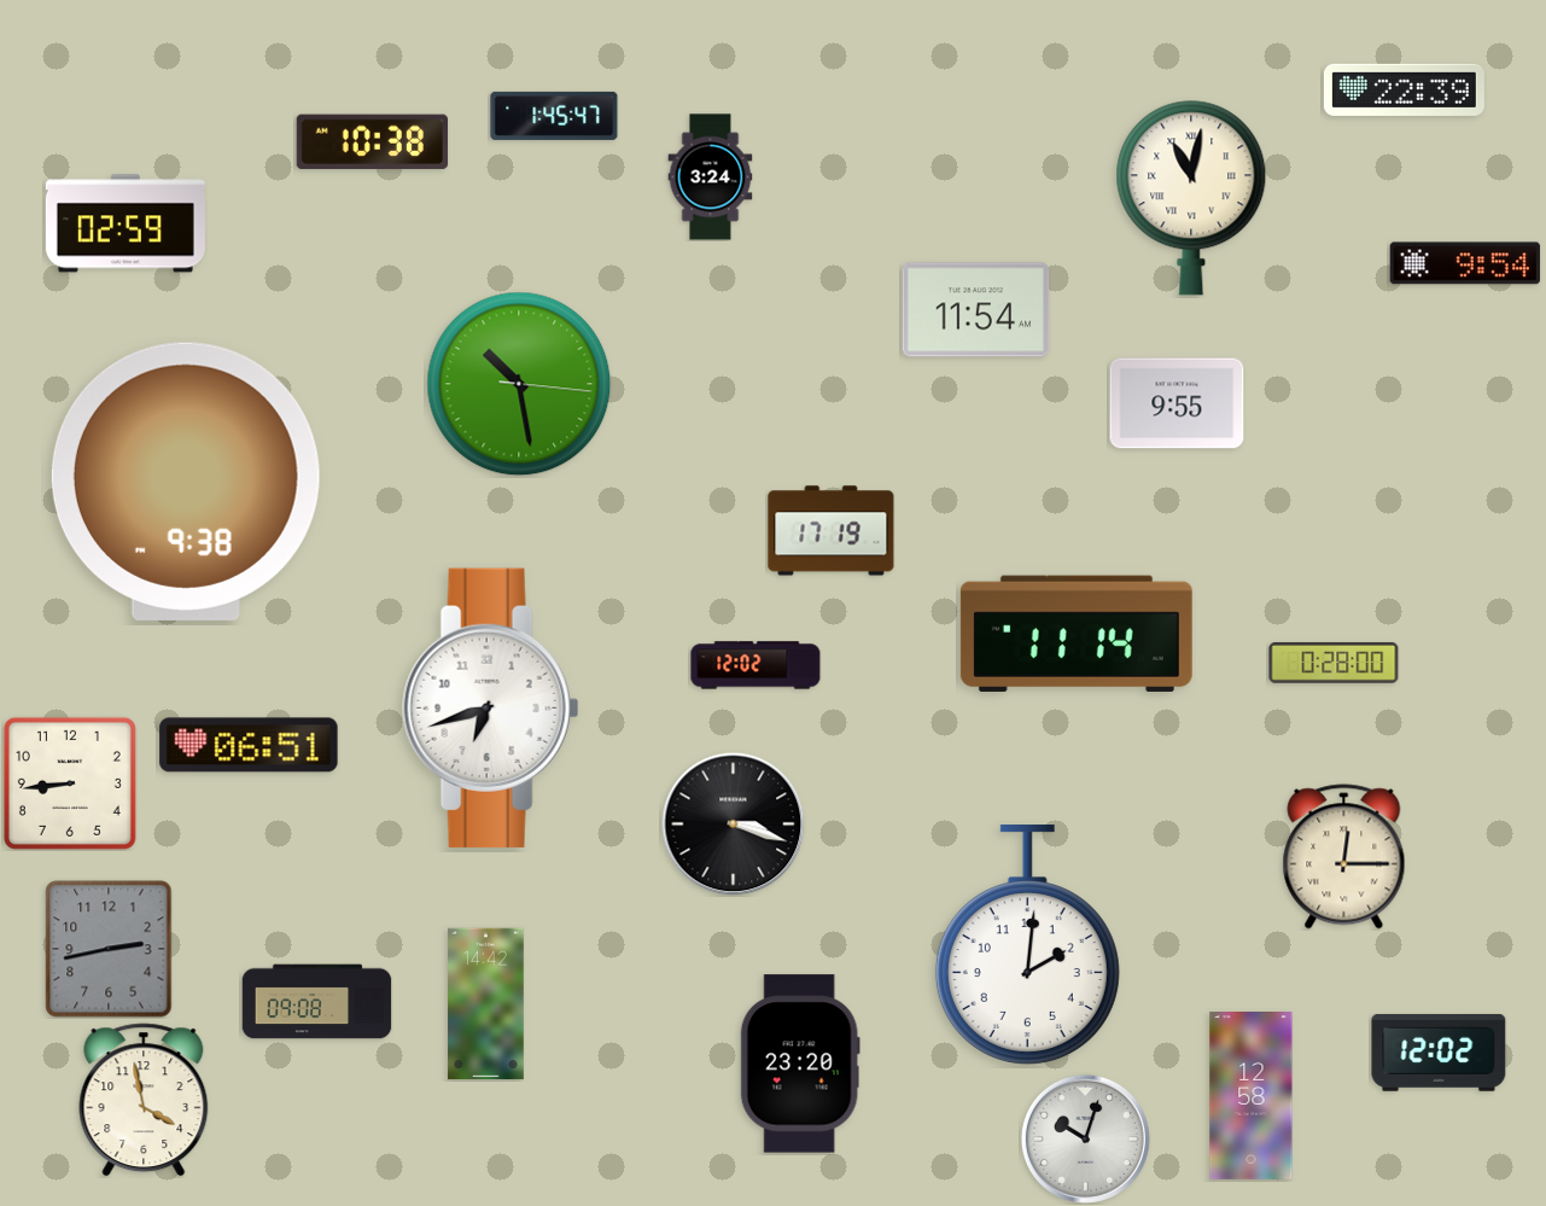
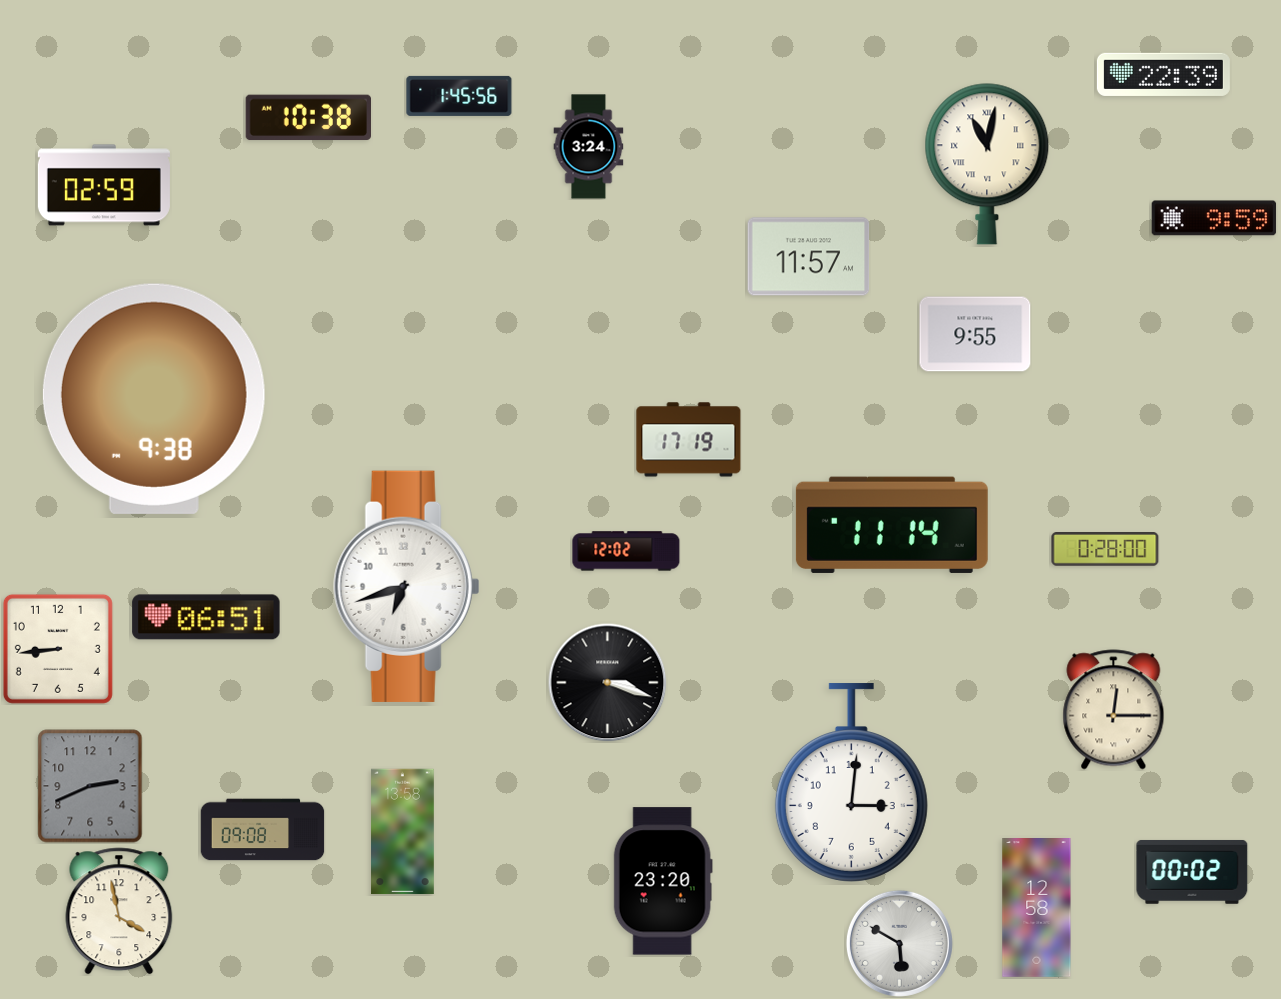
clock at (554, 116): 1:45:47 -> 1:45:56
clock at (1465, 263): 9:54 -> 9:59
clock at (976, 310): 11:54 -> 11:57
clock at (519, 384): 10:28 -> none
clock at (1027, 945): 2:01 -> 3:01
clock at (109, 949): 2:43 -> 2:41
clock at (486, 1004): 14:42 -> 13:58
clock at (1439, 1053): 12:02 -> 00:02
clock at (1085, 1138): 10:03 -> 5:50
